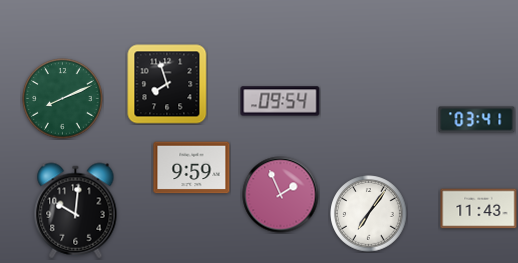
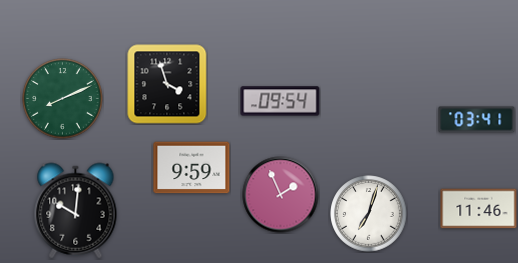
clock at (167, 84): 7:57 -> 3:57
clock at (479, 209): 11:43 -> 11:46
clock at (369, 214): 7:06 -> 7:03
